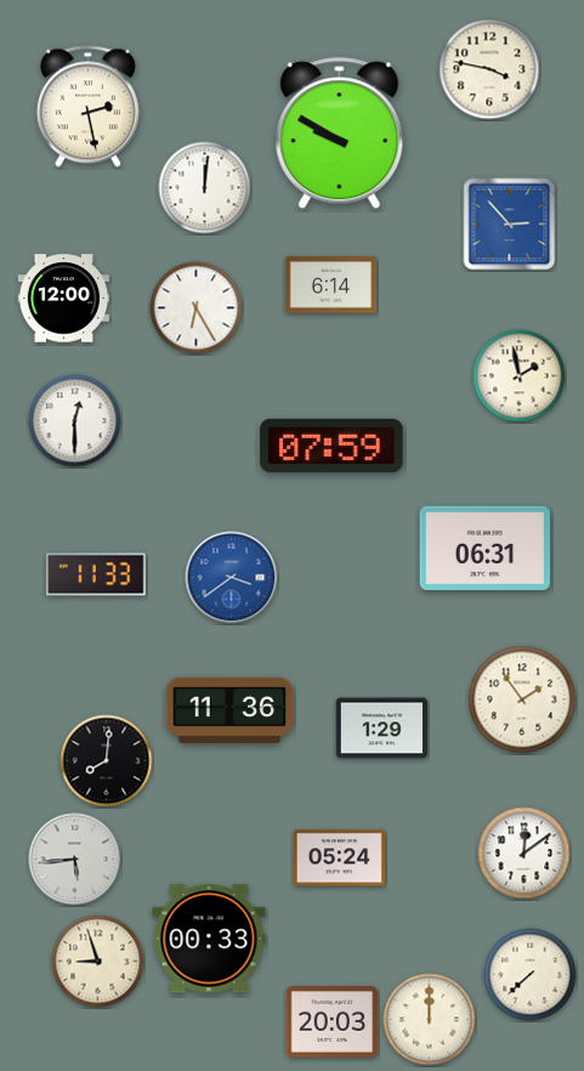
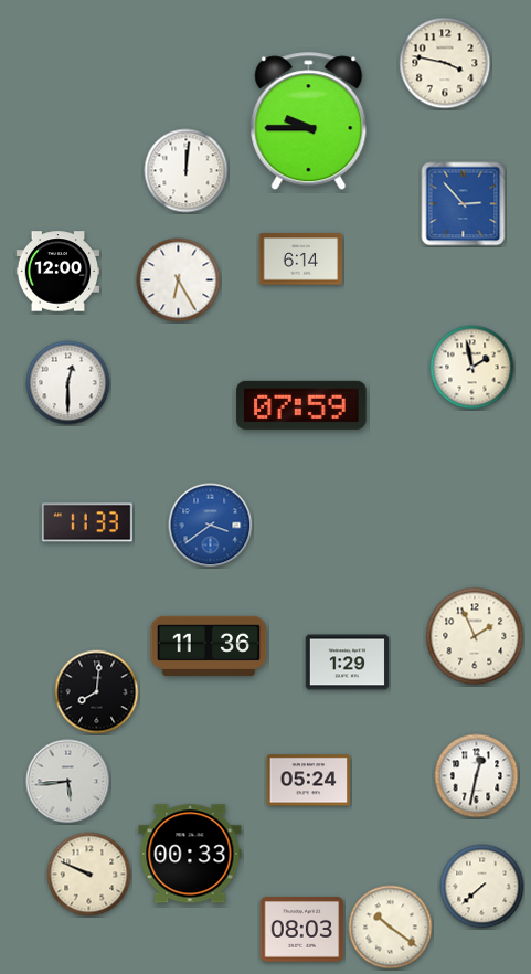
clock at (87, 107): 2:28 -> none
clock at (340, 134): 9:50 -> 9:45
clock at (520, 376) position: (520, 376) -> (472, 368)
clock at (484, 548): 06:31 -> none
clock at (522, 699): 1:54 -> 1:56
clock at (525, 854): 12:09 -> 12:32
clock at (98, 962): 8:57 -> 9:49
clock at (430, 1020): 12:00 -> 10:21
clock at (333, 1022): 20:03 -> 08:03
